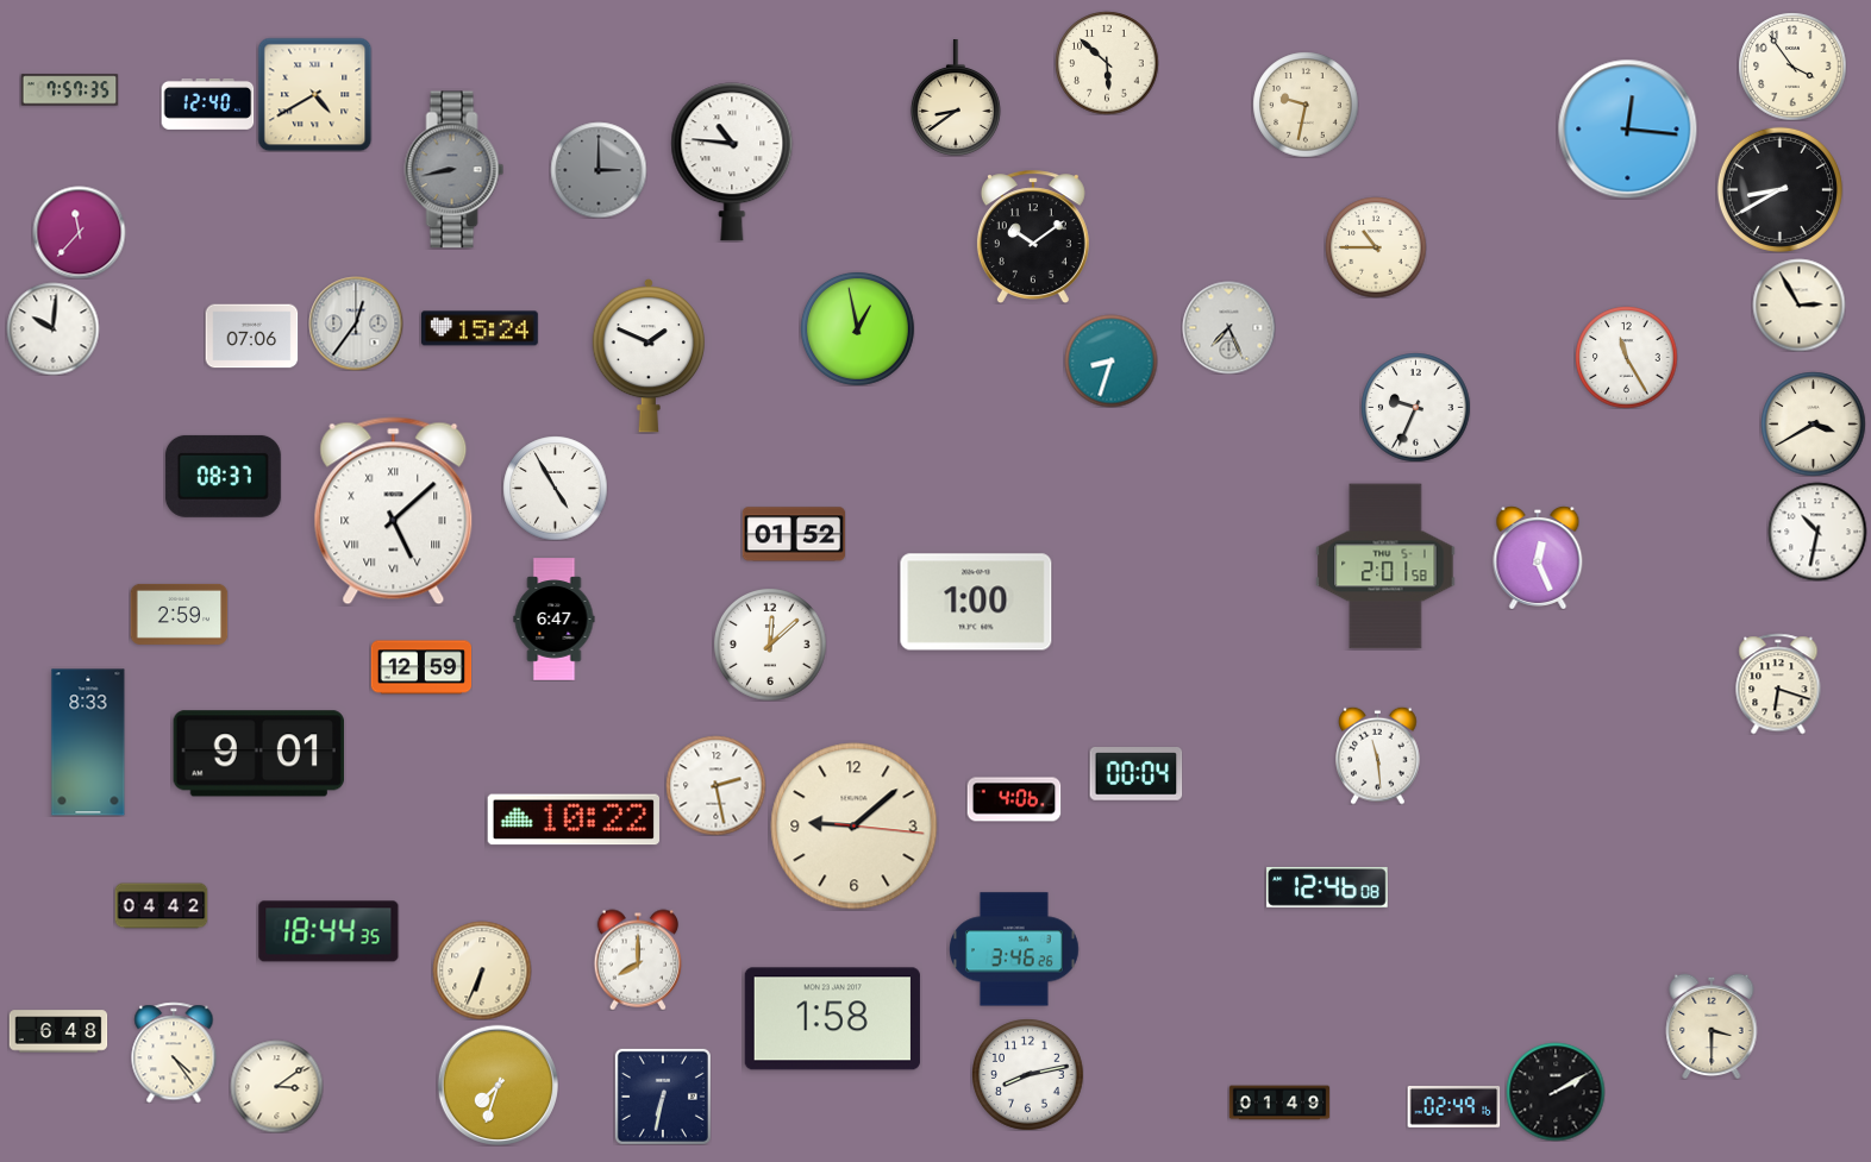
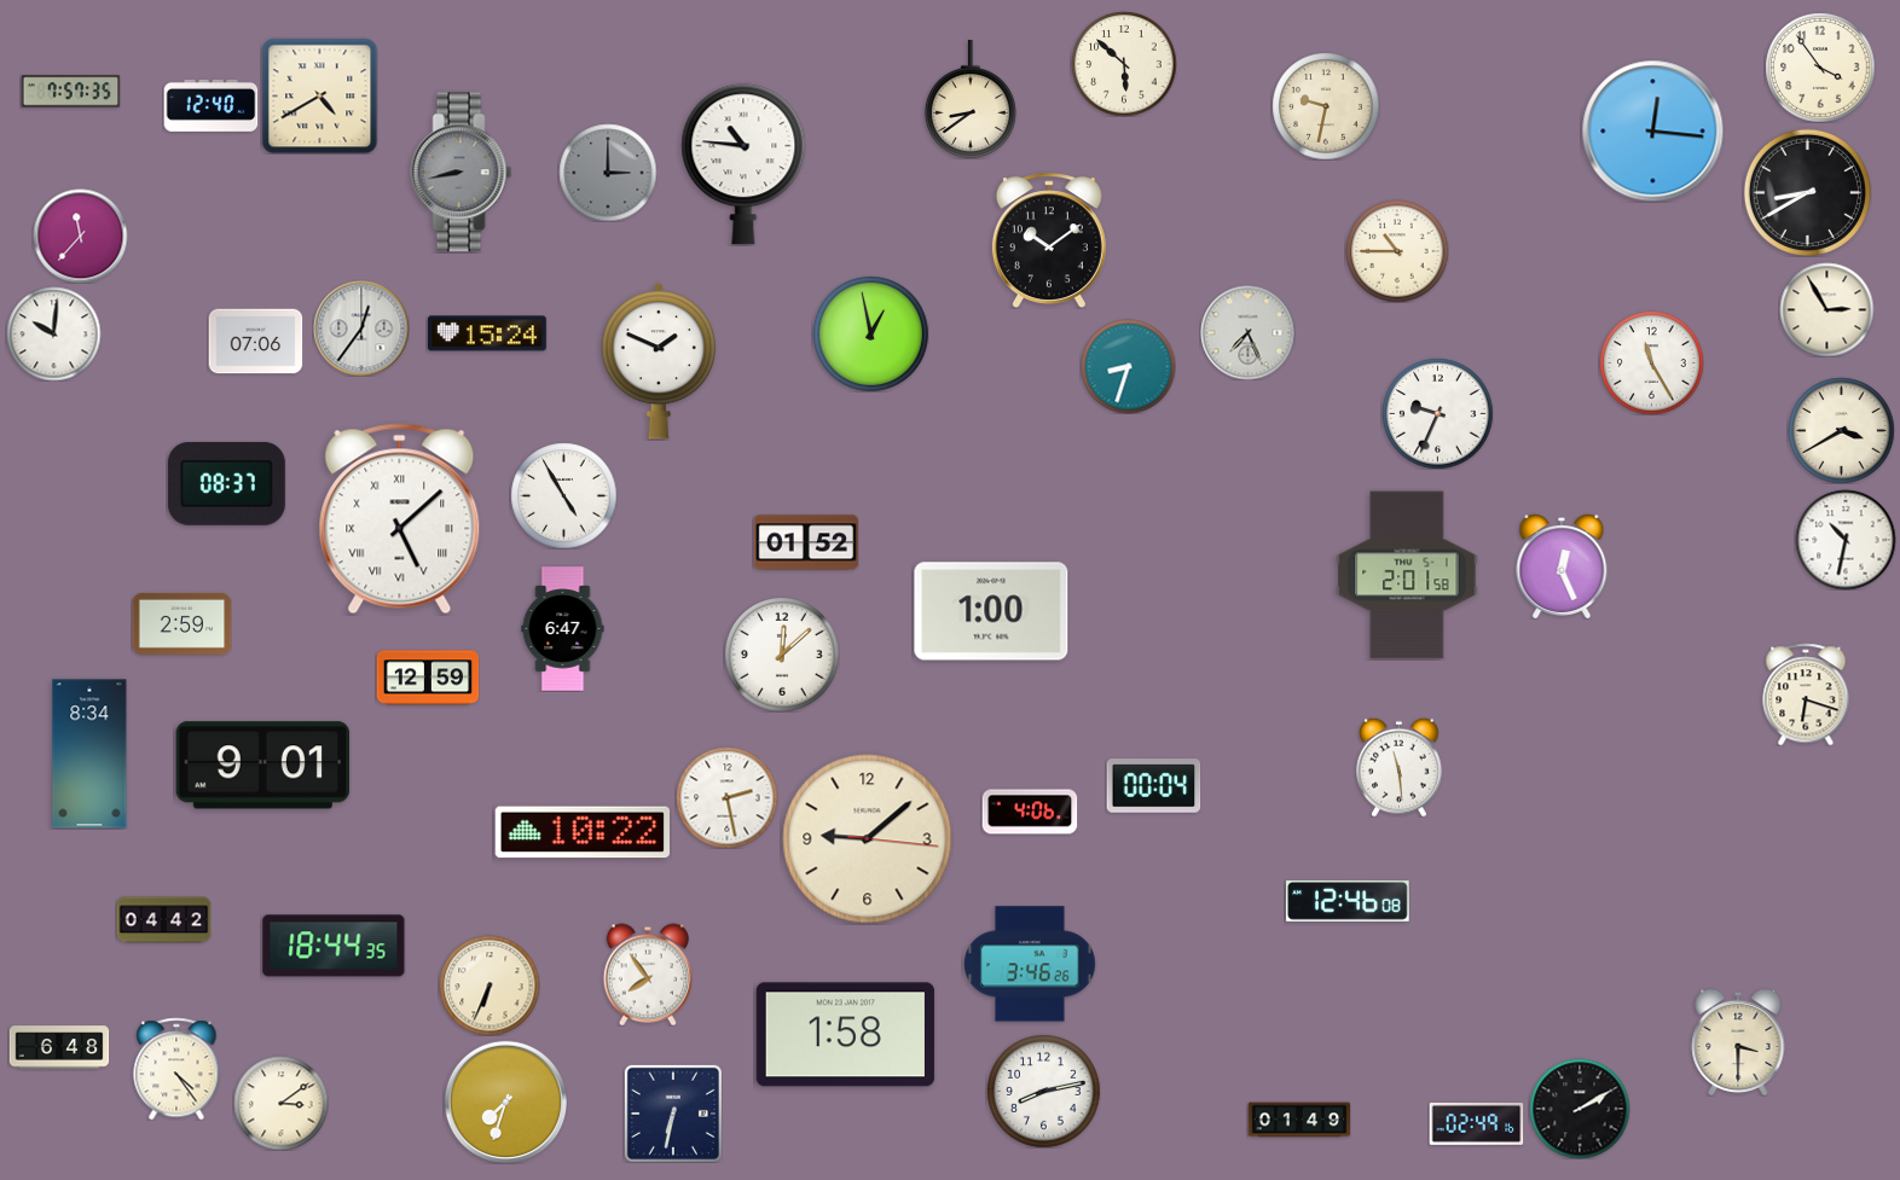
clock at (88, 742): 8:33 -> 8:34
clock at (637, 960): 8:00 -> 7:54
